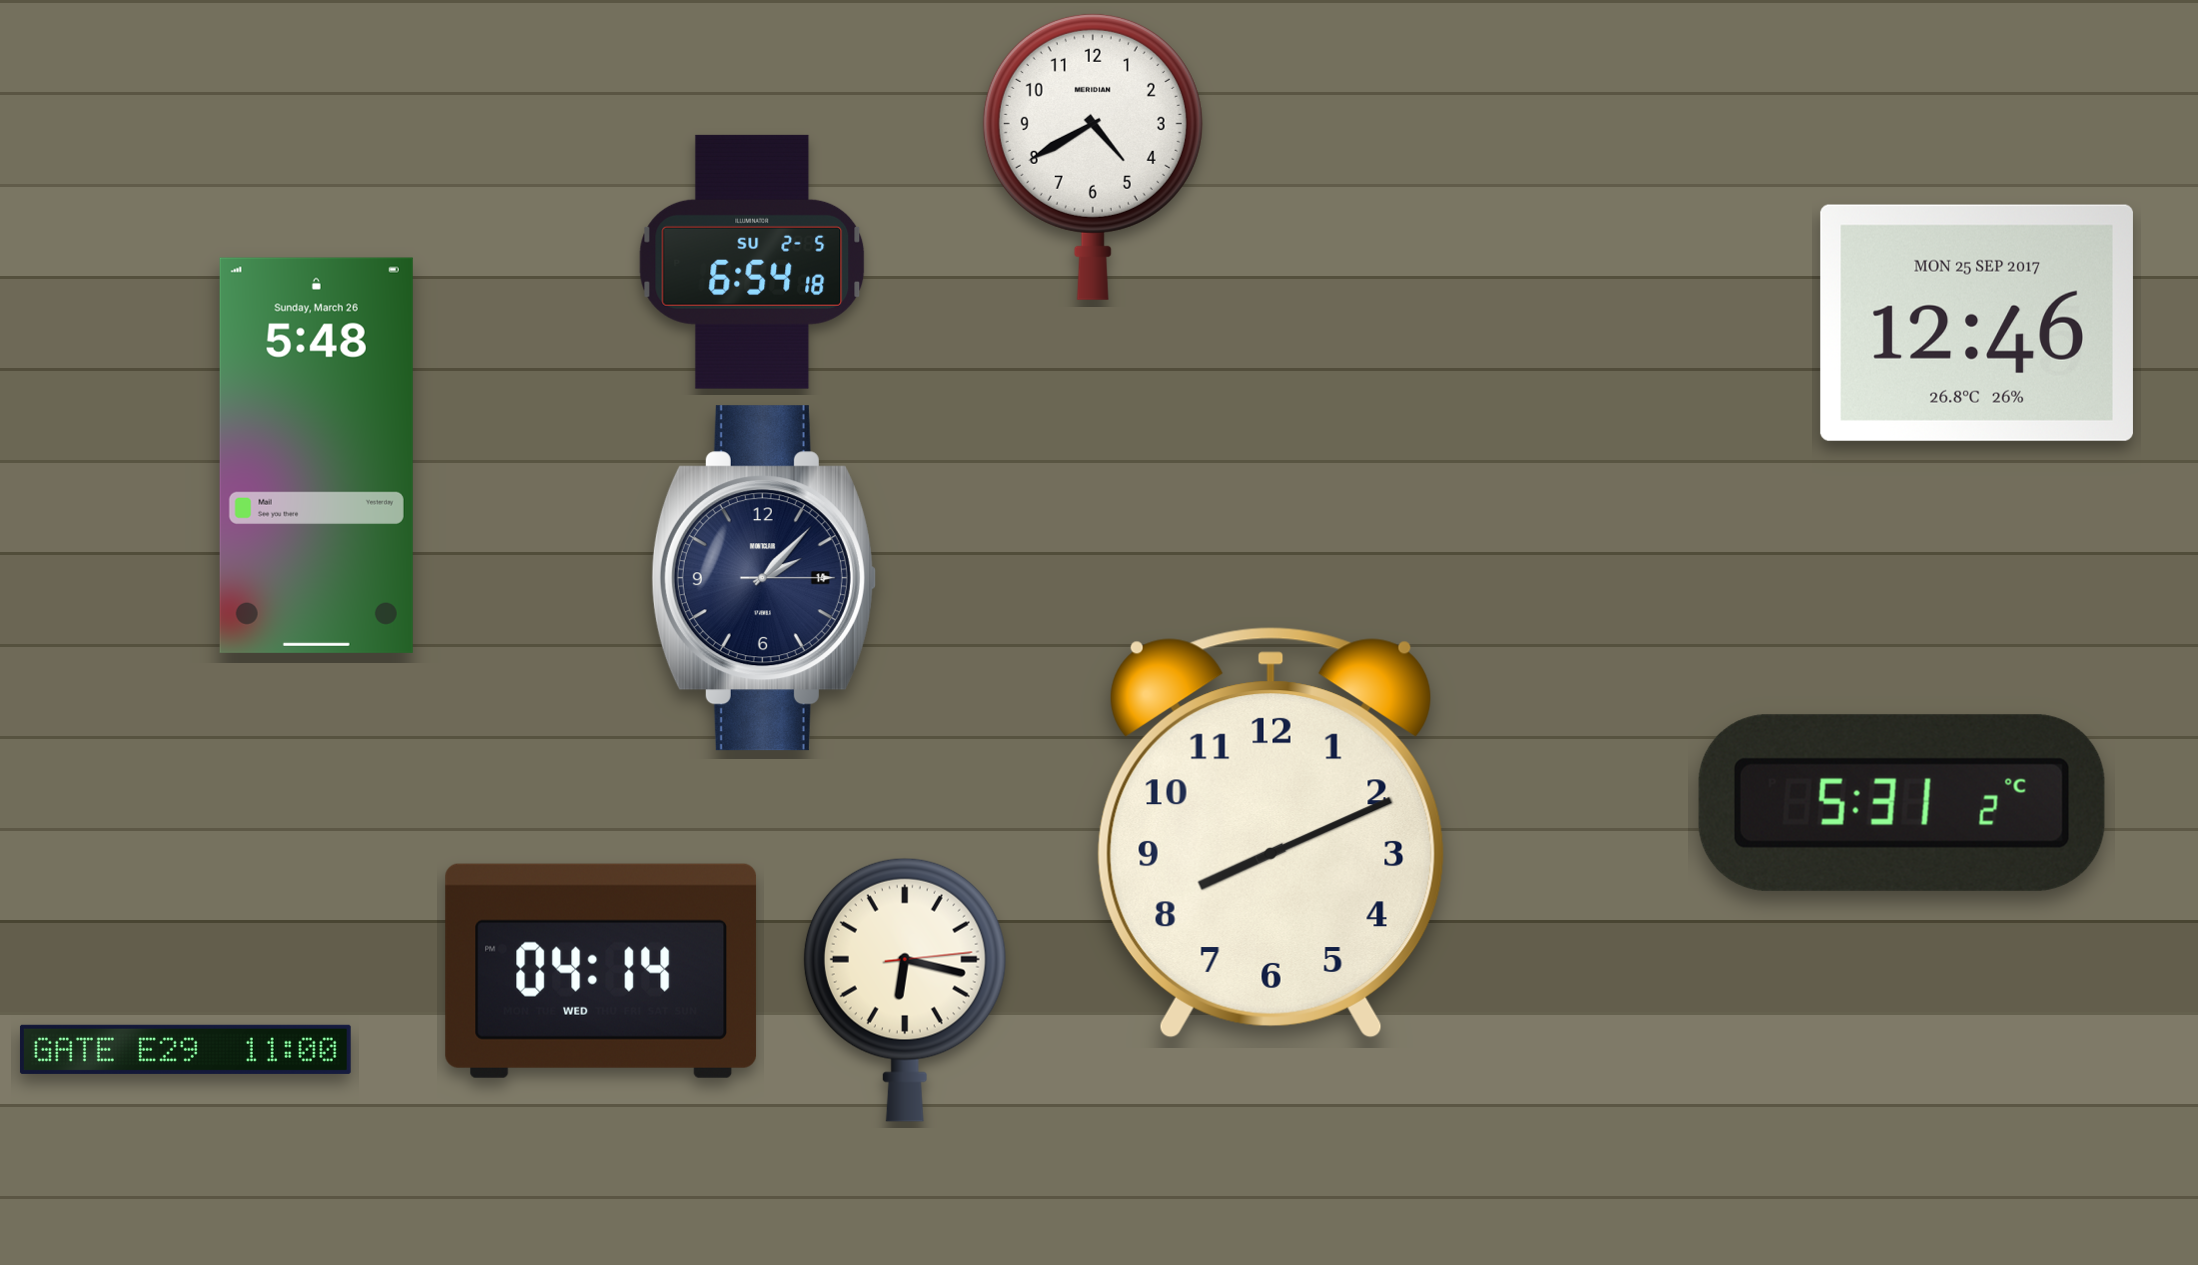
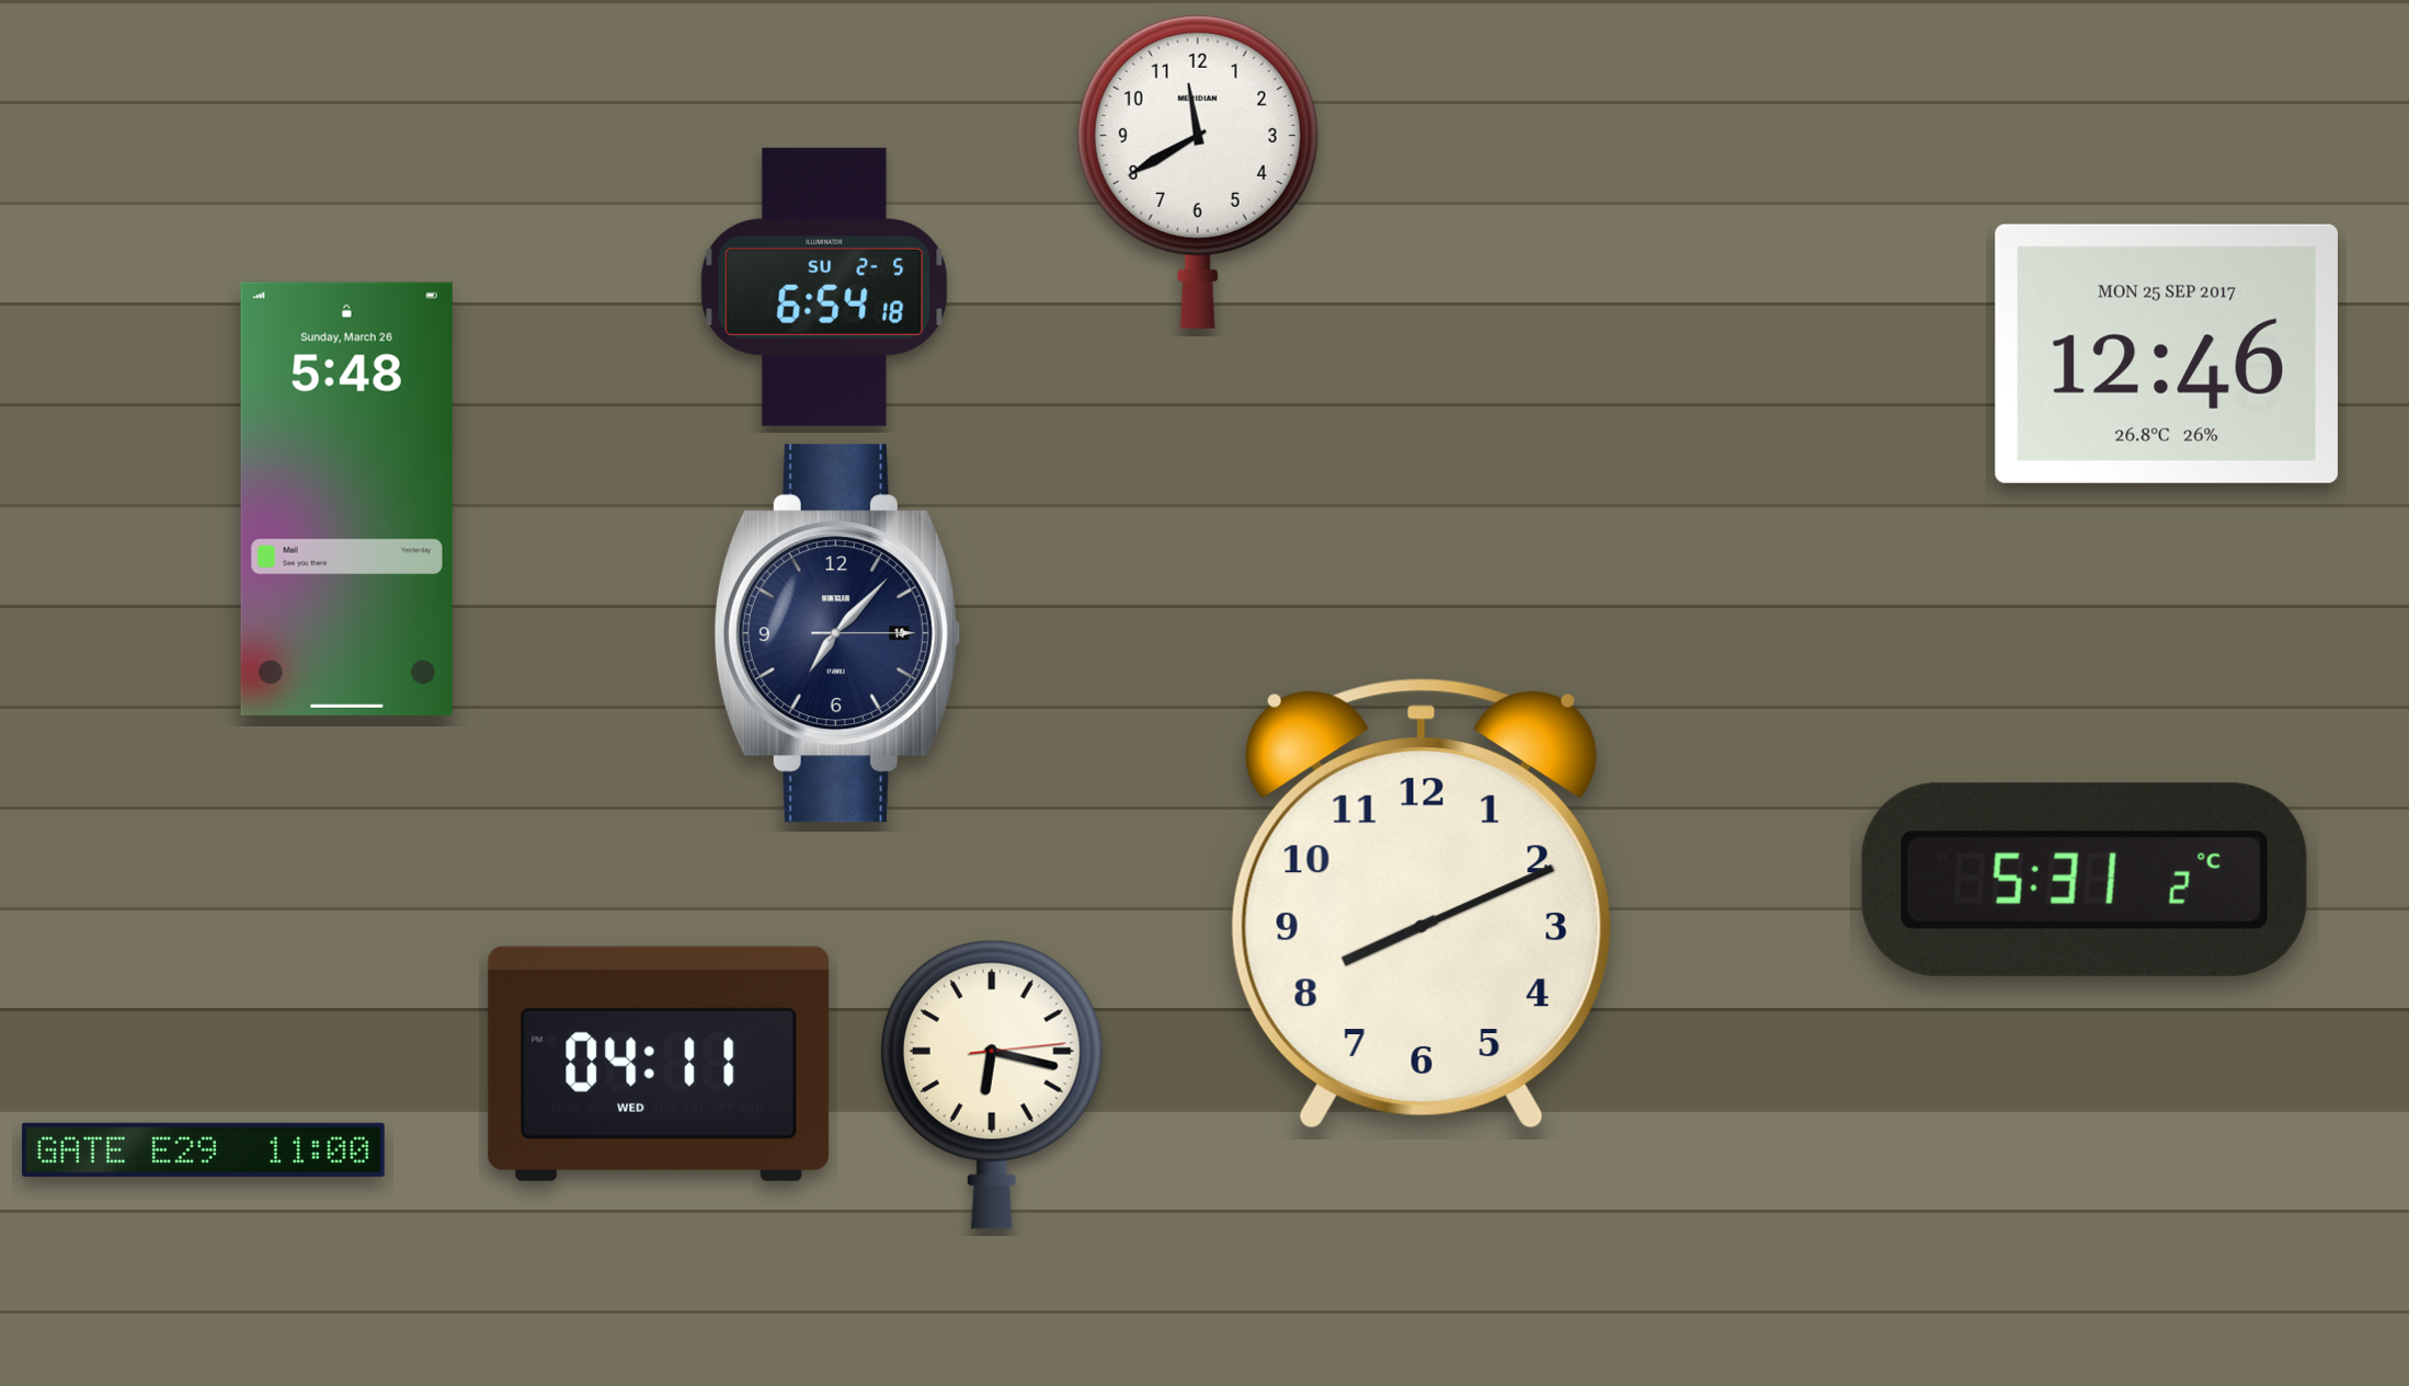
clock at (1093, 156): 4:40 -> 11:40
clock at (763, 578): 2:07 -> 7:07
clock at (1271, 833) position: (1271, 833) -> (1422, 904)
clock at (601, 971): 04:14 -> 04:11
